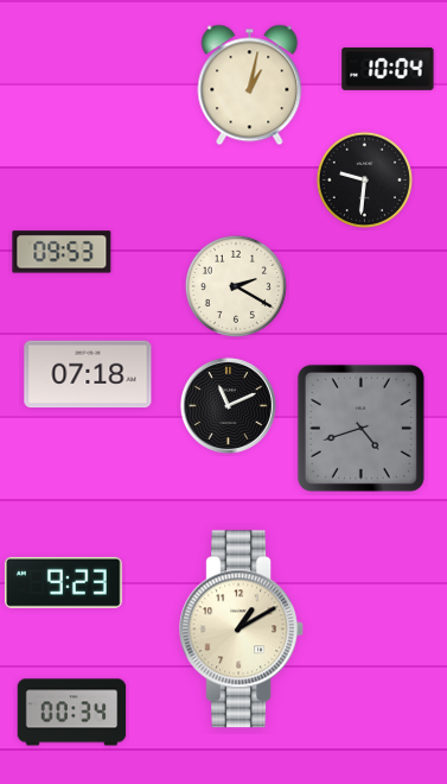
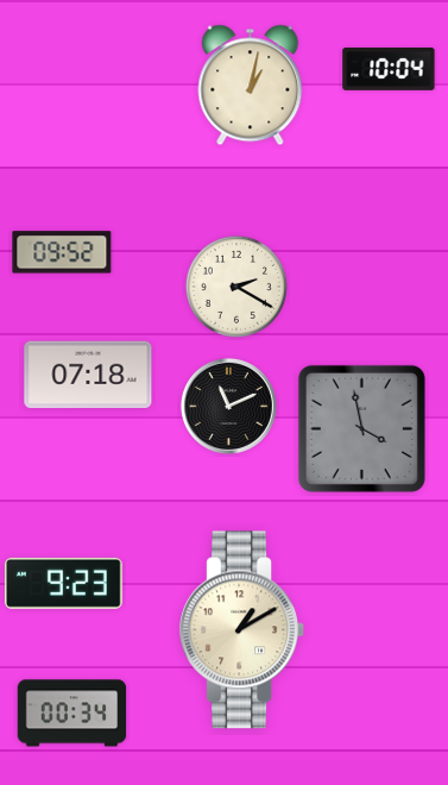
clock at (364, 179): 9:31 -> none
clock at (62, 252): 09:53 -> 09:52
clock at (360, 428): 4:42 -> 3:58
